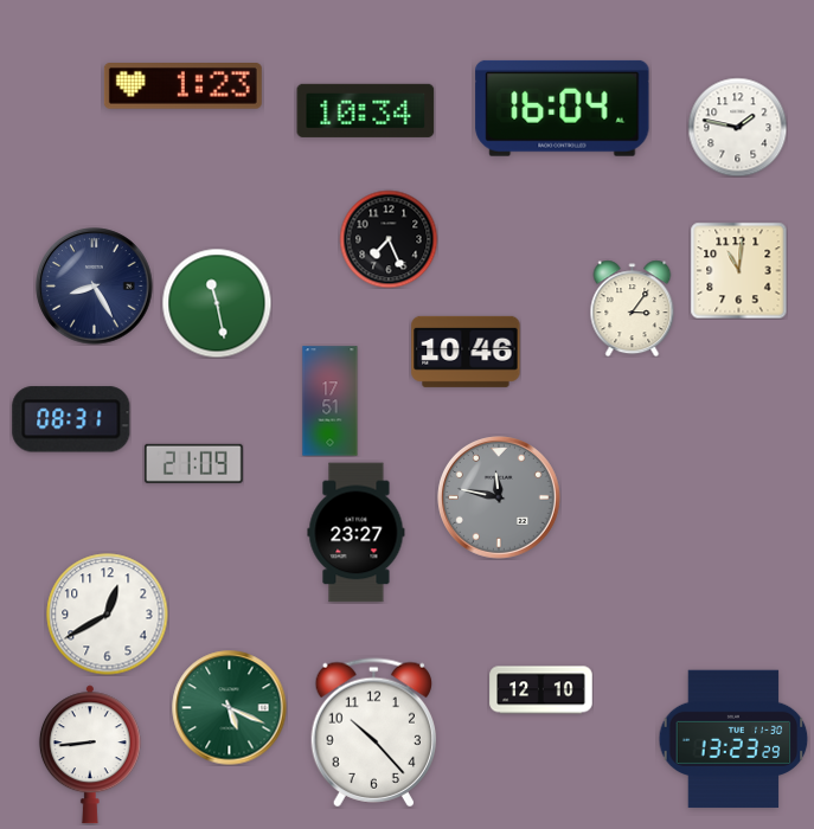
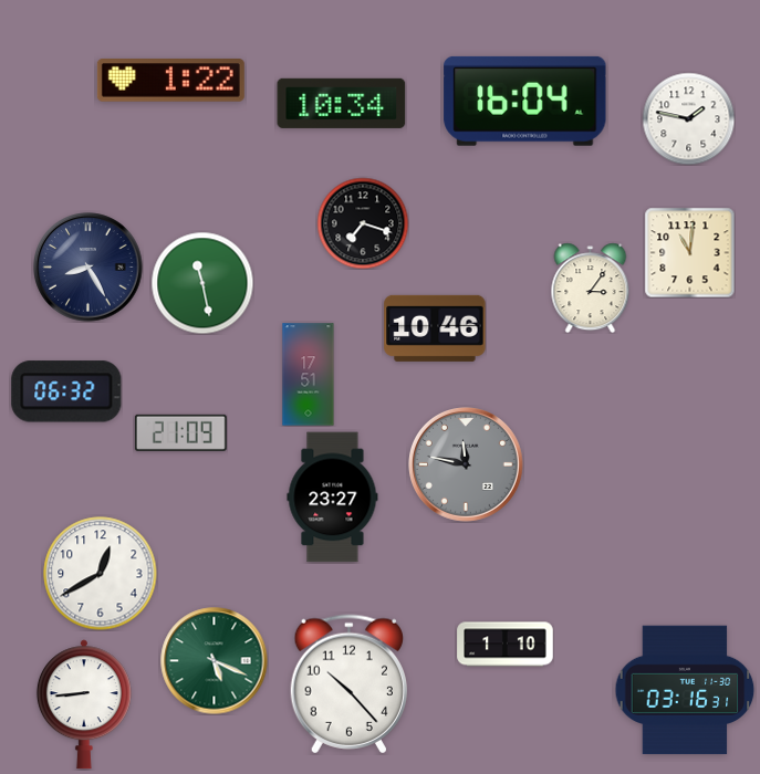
clock at (182, 86): 1:23 -> 1:22
clock at (389, 239): 7:26 -> 7:18
clock at (71, 419): 08:31 -> 06:32
clock at (541, 690): 12:10 -> 1:10
clock at (733, 739): 13:23 -> 03:16
